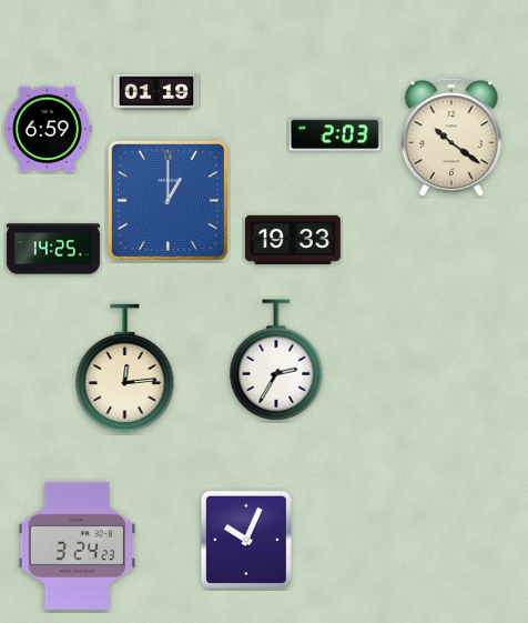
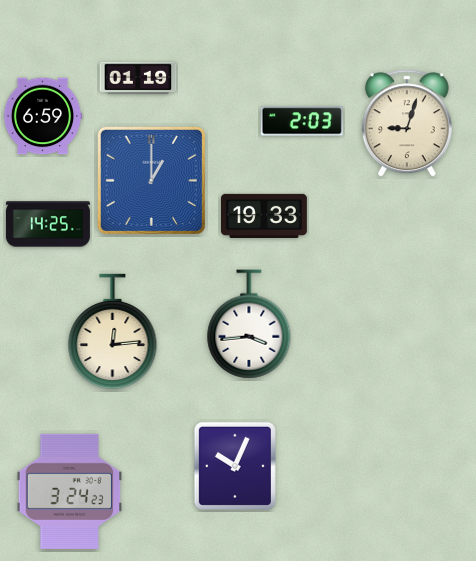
clock at (156, 92) position: (156, 92) -> (138, 78)
clock at (451, 138): 10:21 -> 9:03
clock at (276, 360): 2:35 -> 3:44
clock at (246, 540) position: (246, 540) -> (235, 466)
